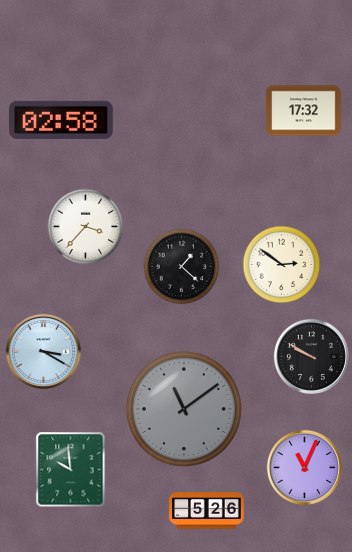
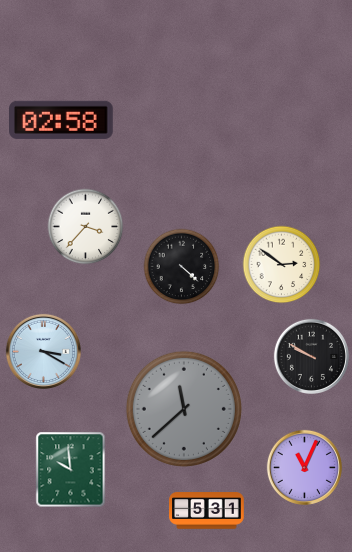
clock at (304, 111): 17:32 -> none
clock at (182, 267): 1:22 -> 4:22
clock at (184, 409): 11:09 -> 11:38
clock at (207, 511): 5:26 -> 5:31
